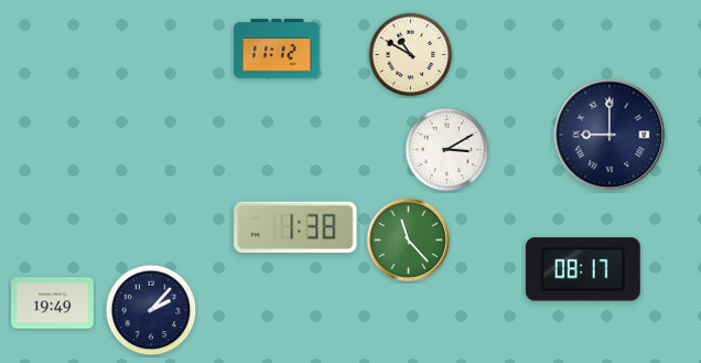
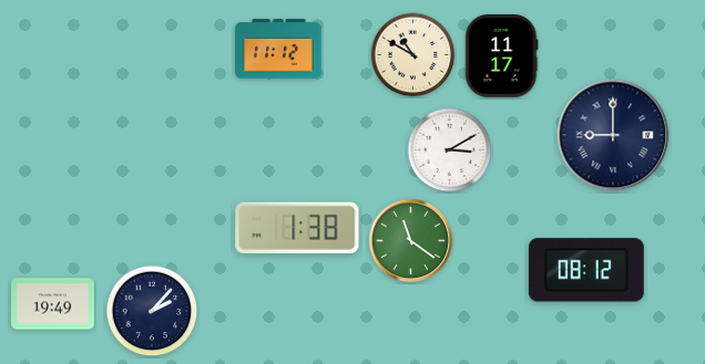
clock at (502, 55): none -> 11:17
clock at (408, 239): 11:23 -> 11:21
clock at (583, 269): 08:17 -> 08:12
